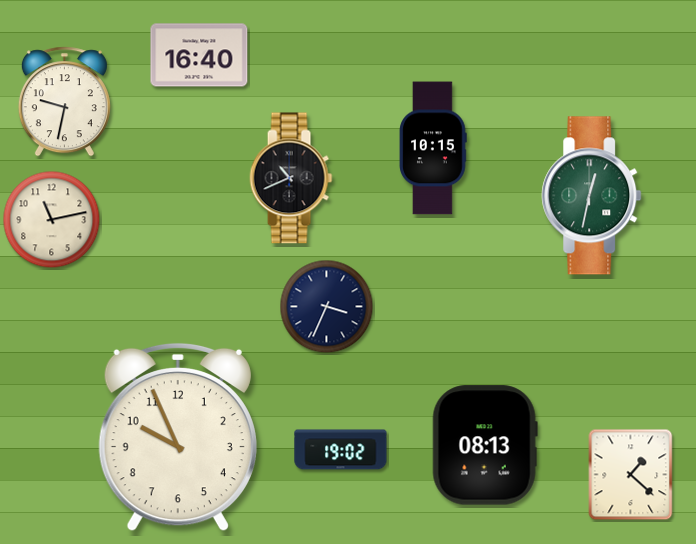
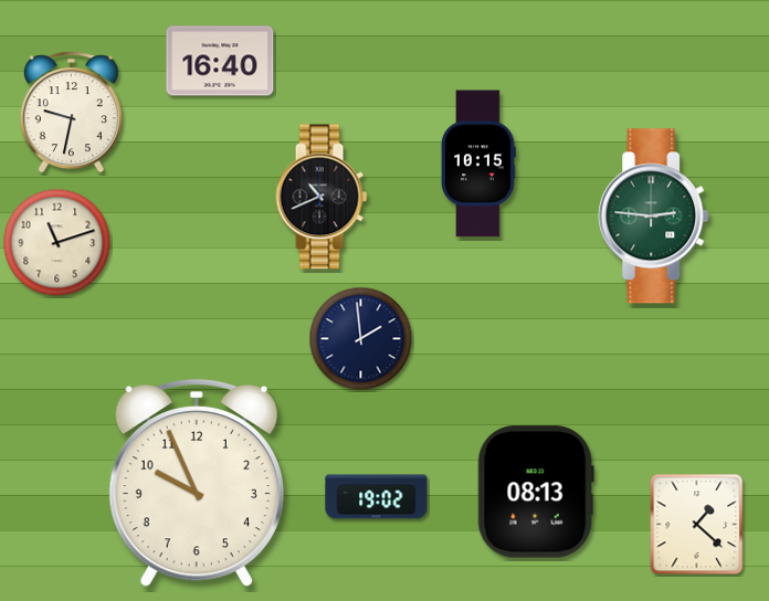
clock at (592, 196): 12:32 -> 2:46
clock at (52, 220): 11:13 -> 11:12
clock at (327, 307): 3:34 -> 1:59
